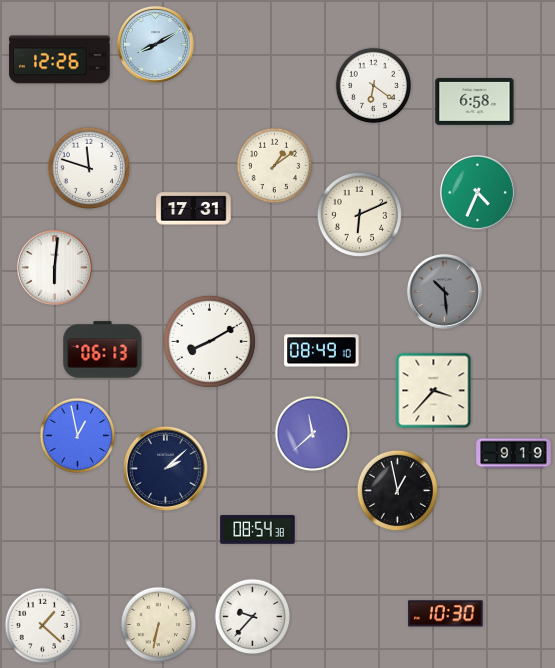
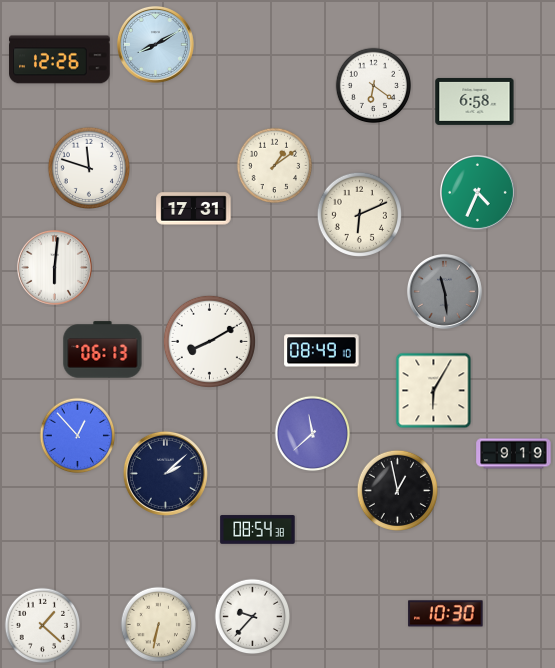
clock at (444, 291): 10:29 -> 11:29
clock at (434, 391): 3:37 -> 6:05
clock at (78, 436): 12:58 -> 12:53
clock at (165, 468) position: (165, 468) -> (165, 473)
